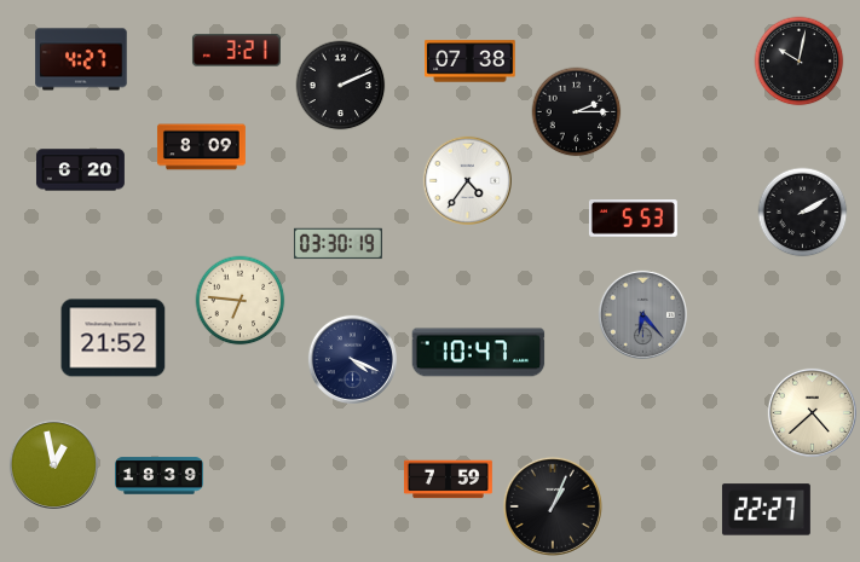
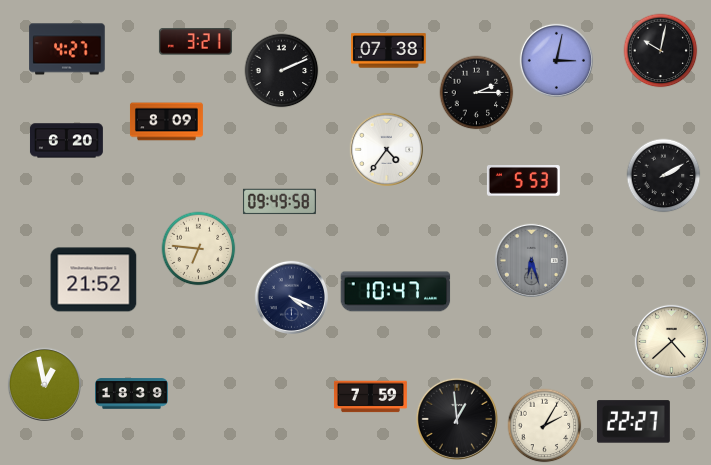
clock at (556, 60): none -> 3:02
clock at (337, 244): 03:30 -> 09:49
clock at (642, 314): 6:23 -> 6:27
clock at (553, 506): 1:04 -> 12:59
clock at (545, 426): none -> 2:05
